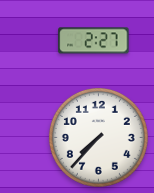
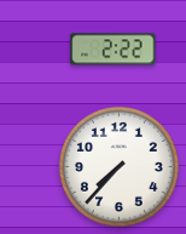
clock at (94, 41): 2:27 -> 2:22
